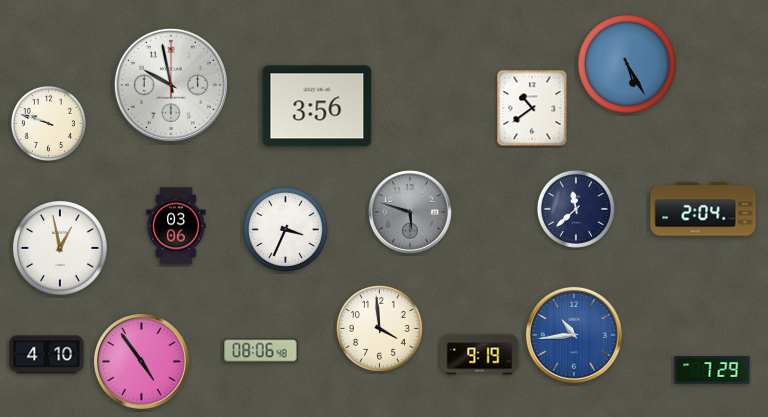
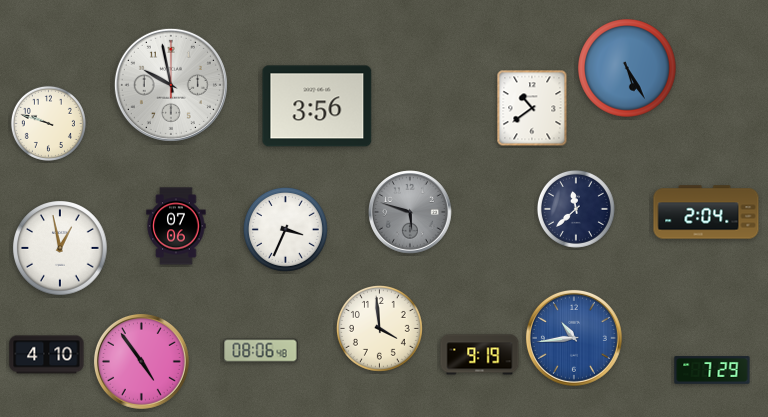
clock at (627, 64) position: (627, 64) -> (627, 68)
clock at (703, 209) position: (703, 209) -> (706, 212)
clock at (176, 226): 03:06 -> 07:06
clock at (574, 335) position: (574, 335) -> (574, 338)
